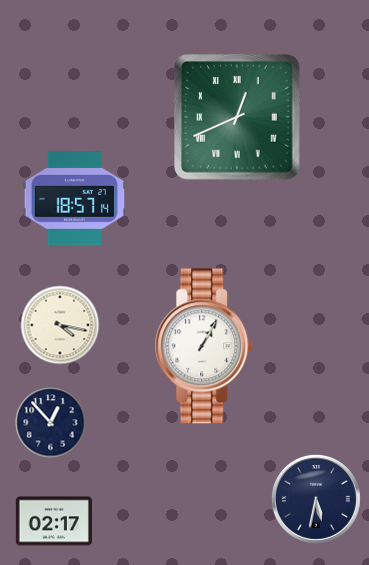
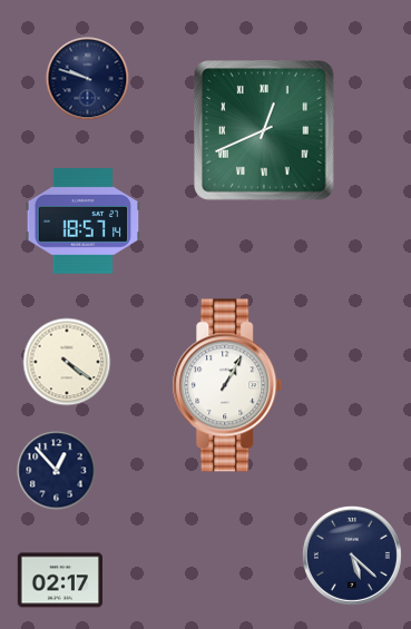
clock at (88, 79): none -> 9:48
clock at (60, 325): 4:17 -> 4:21
clock at (316, 499): 5:32 -> 5:22
